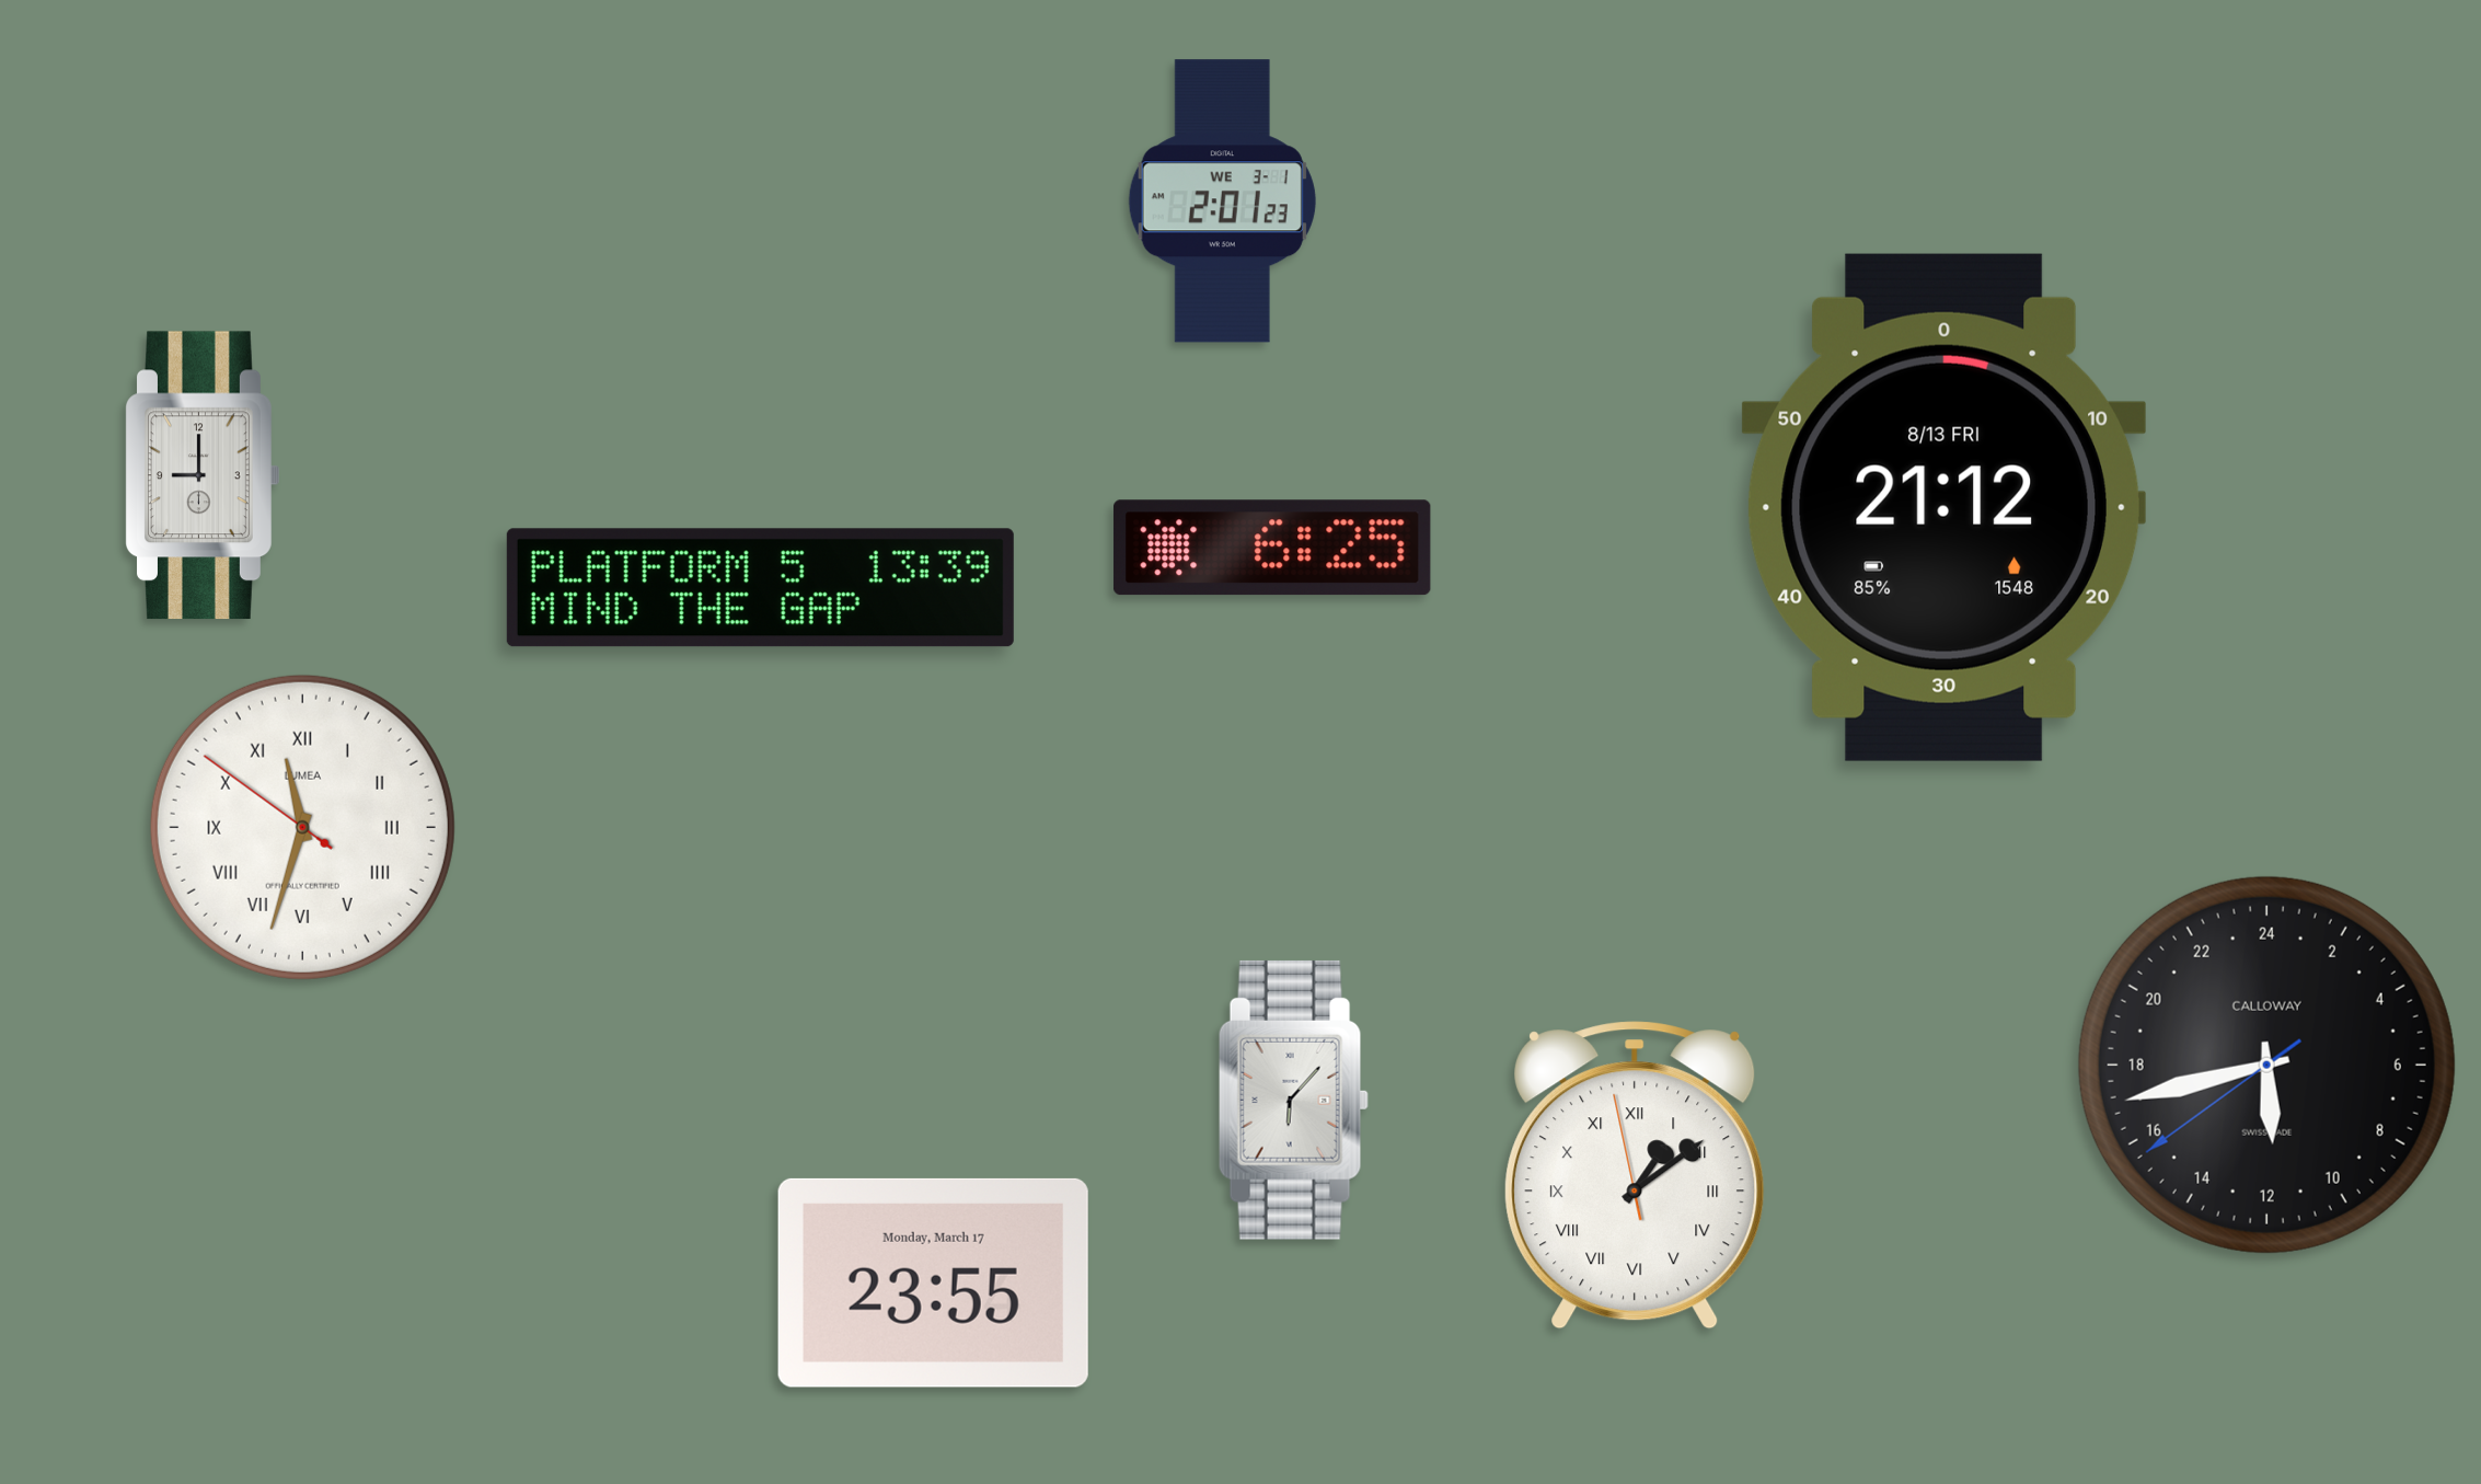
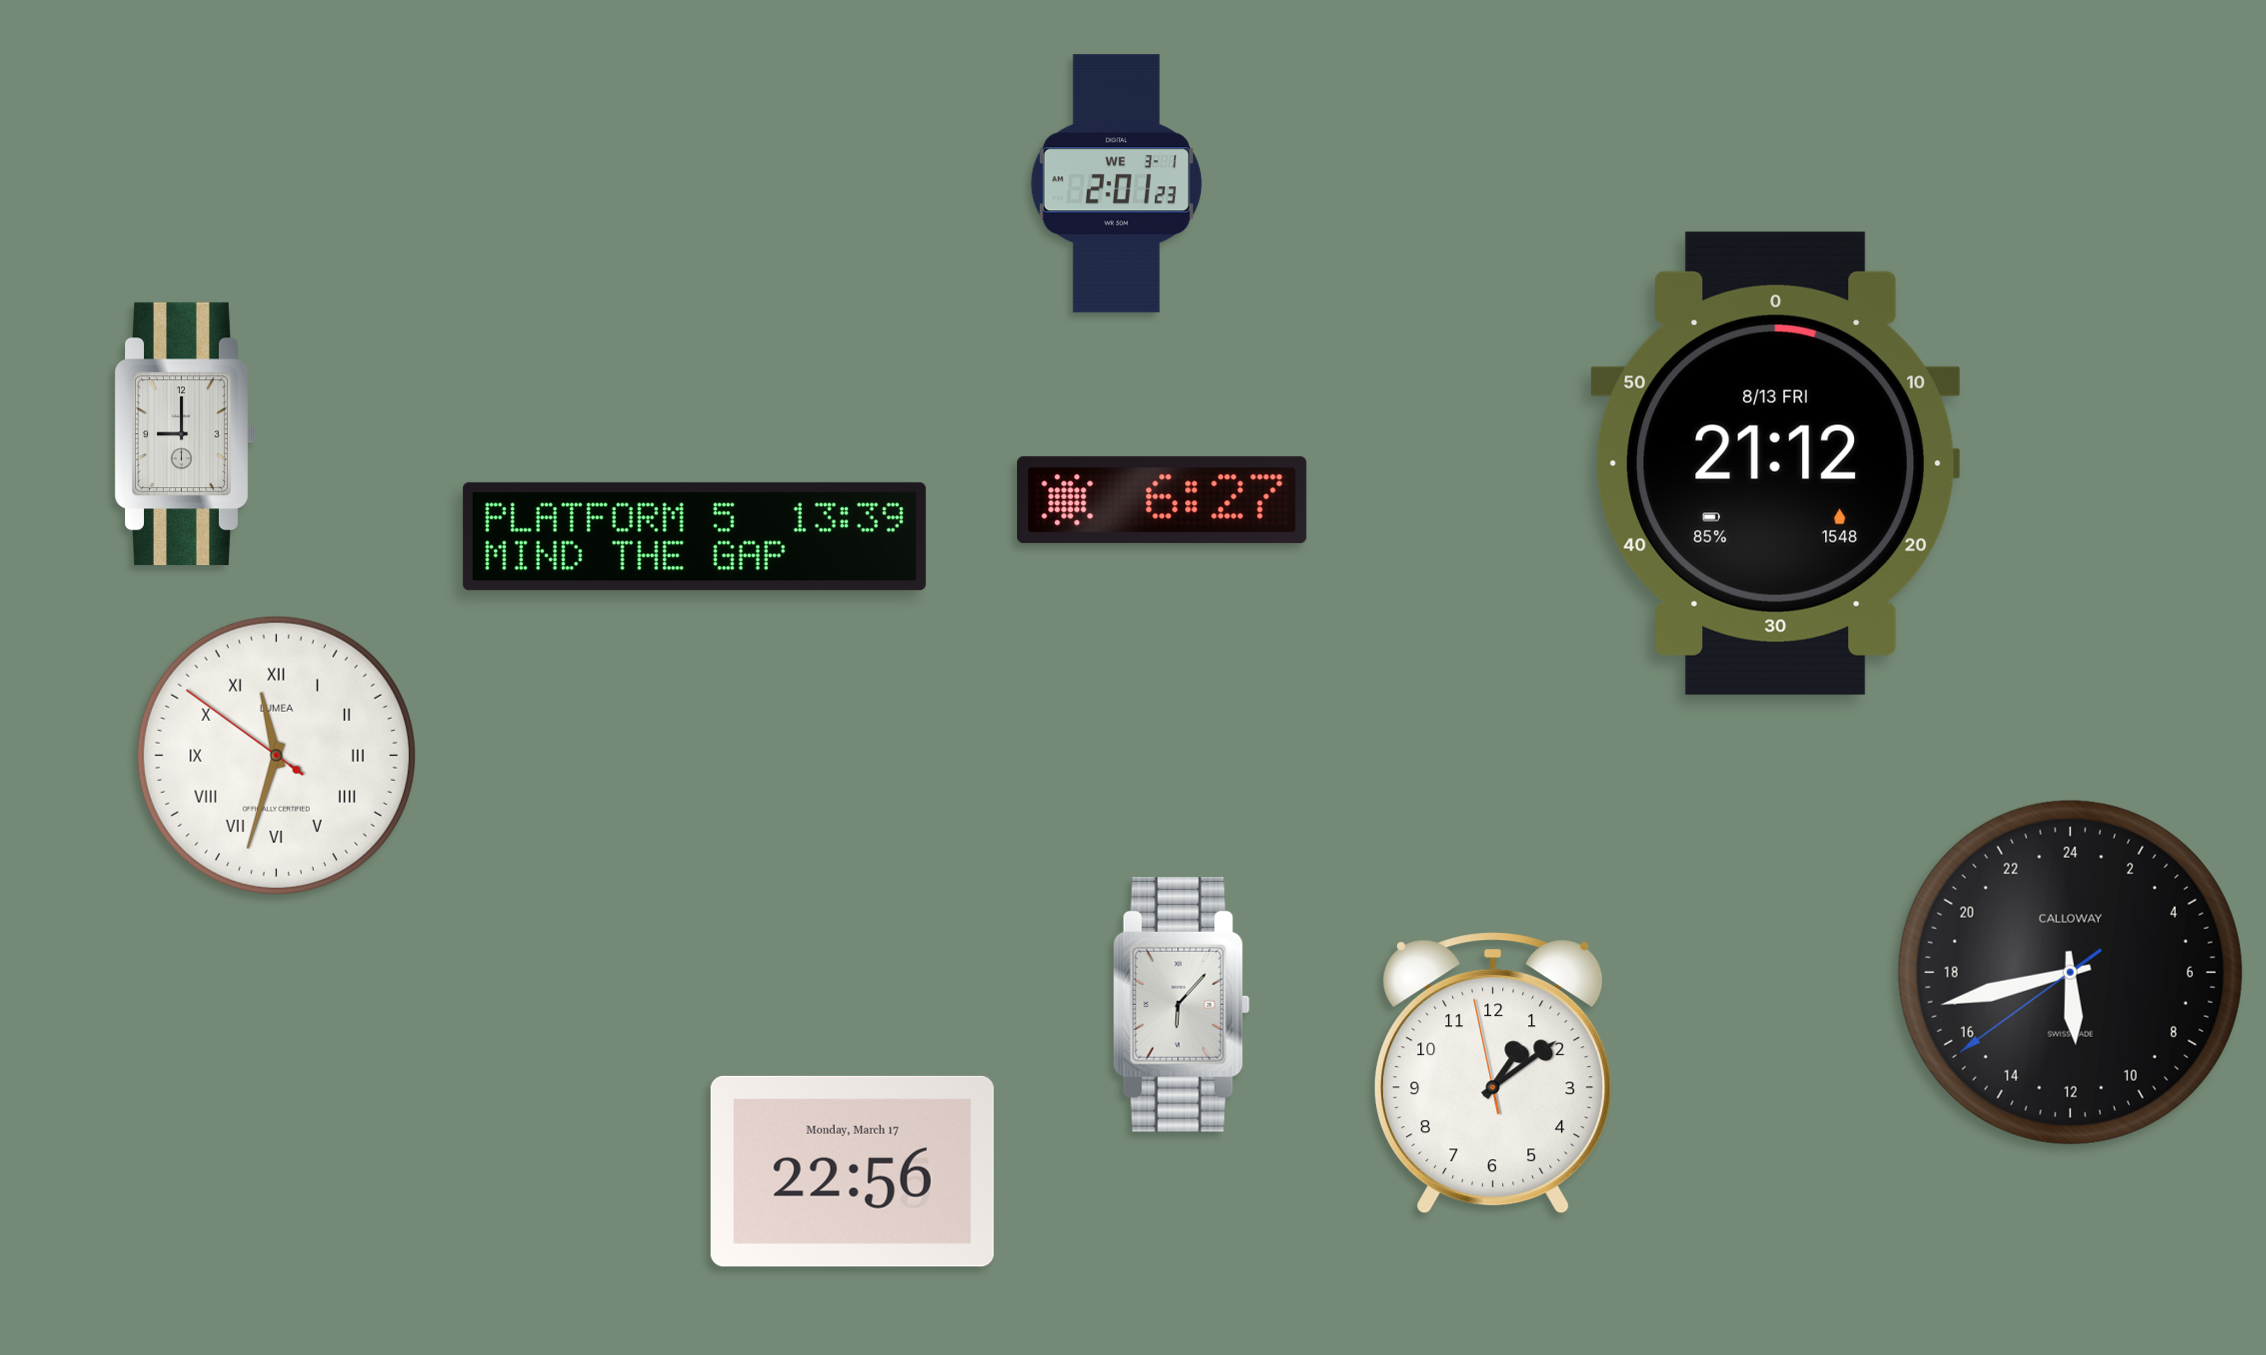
clock at (1272, 548): 6:25 -> 6:27
clock at (1635, 1175) numerals: Roman -> Arabic
clock at (933, 1282): 23:55 -> 22:56
